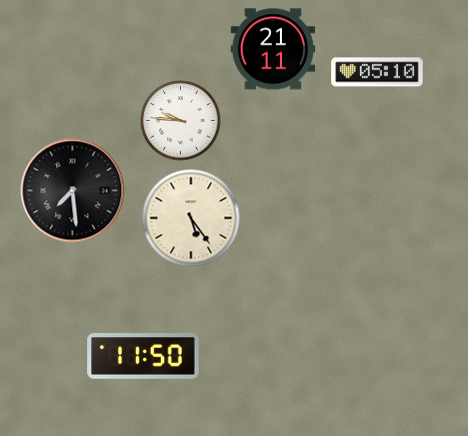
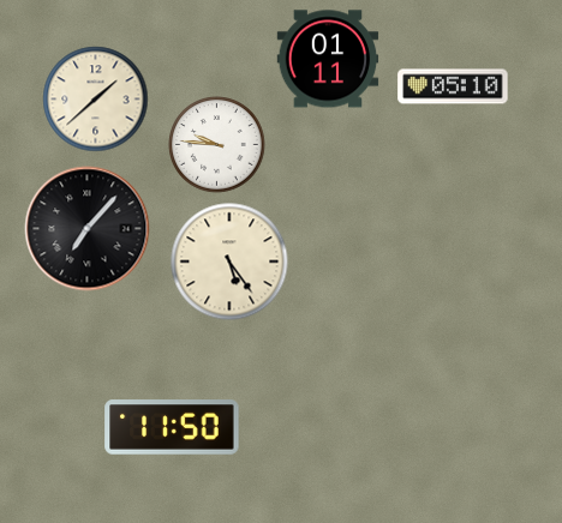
clock at (273, 49): 21:11 -> 01:11
clock at (96, 100): none -> 1:38
clock at (73, 191): 7:29 -> 7:07
